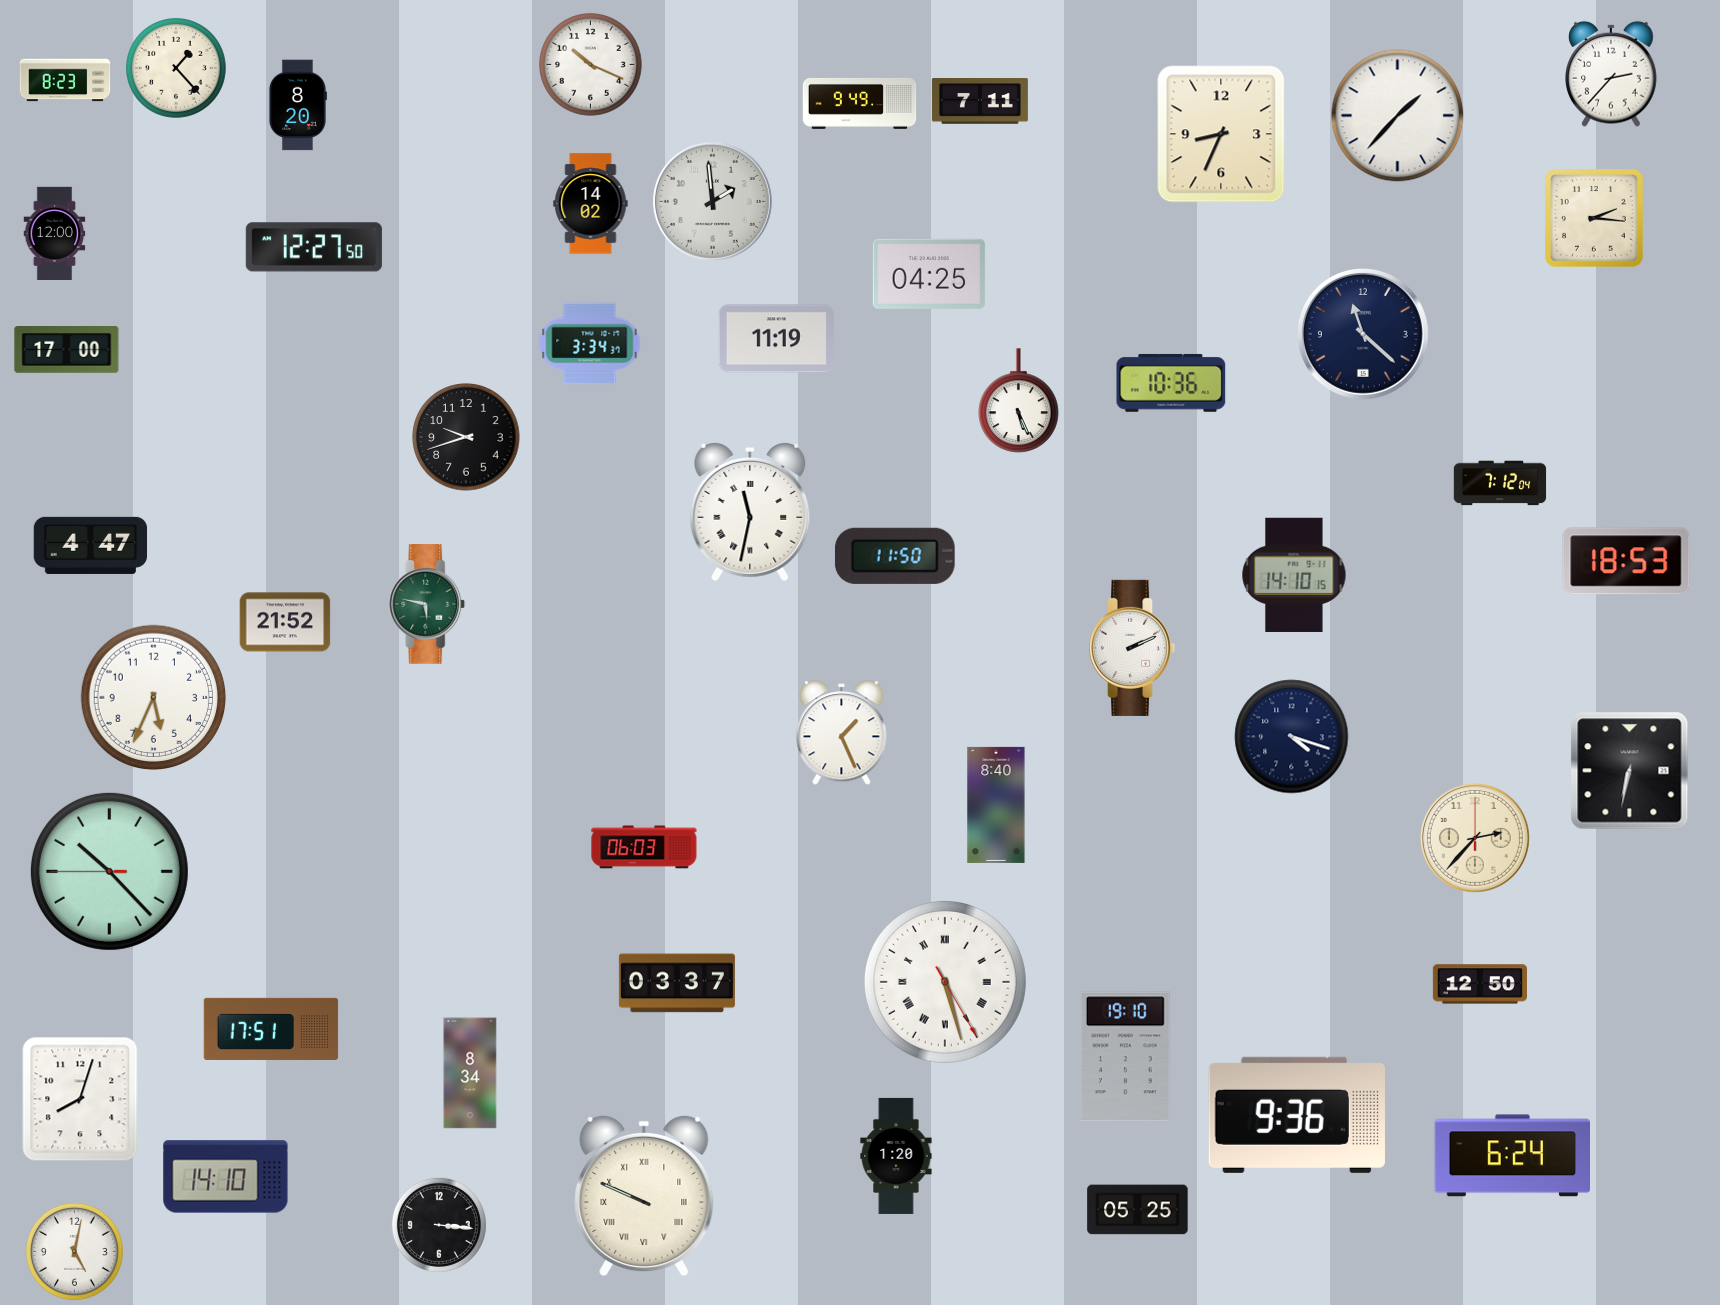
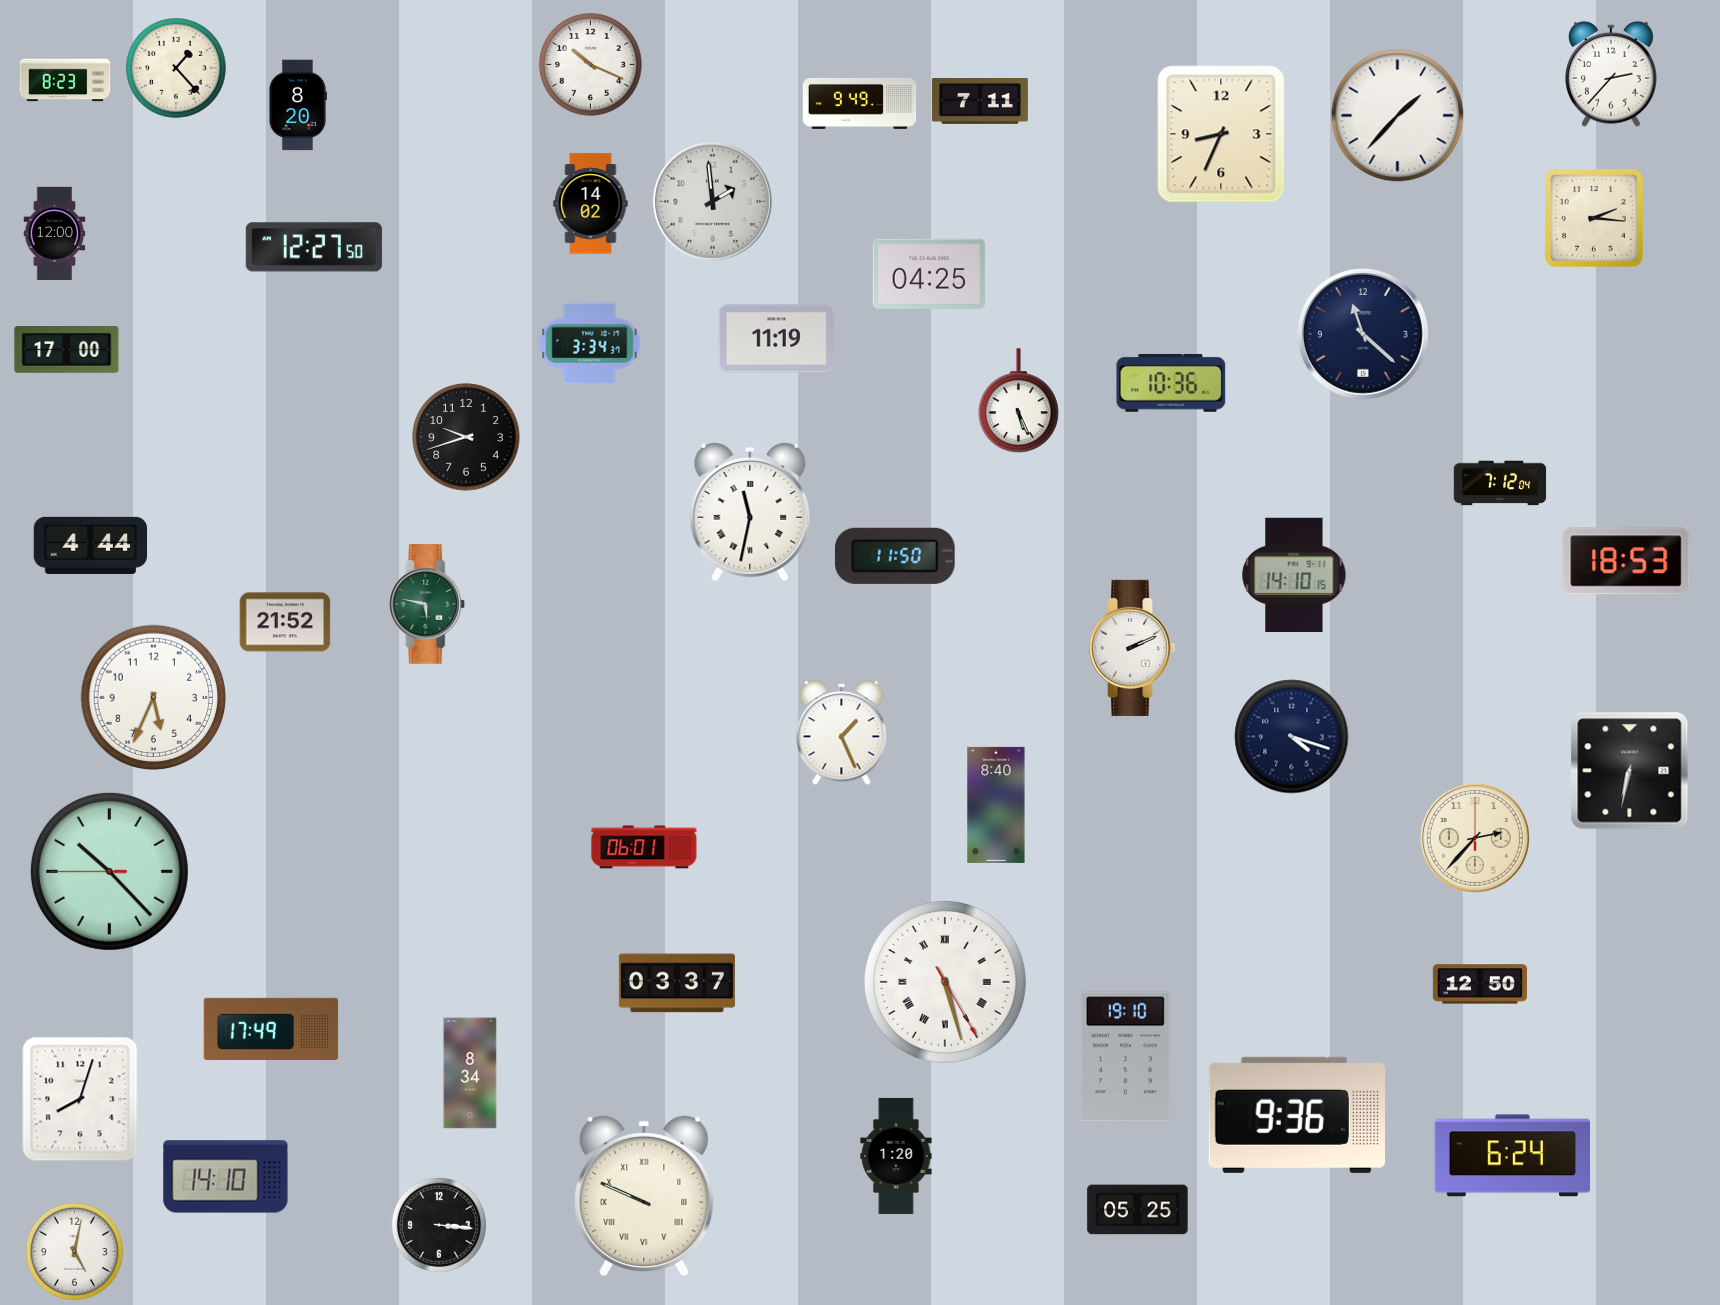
clock at (91, 545): 4:47 -> 4:44
clock at (644, 847): 06:03 -> 06:01
clock at (271, 1029): 17:51 -> 17:49
